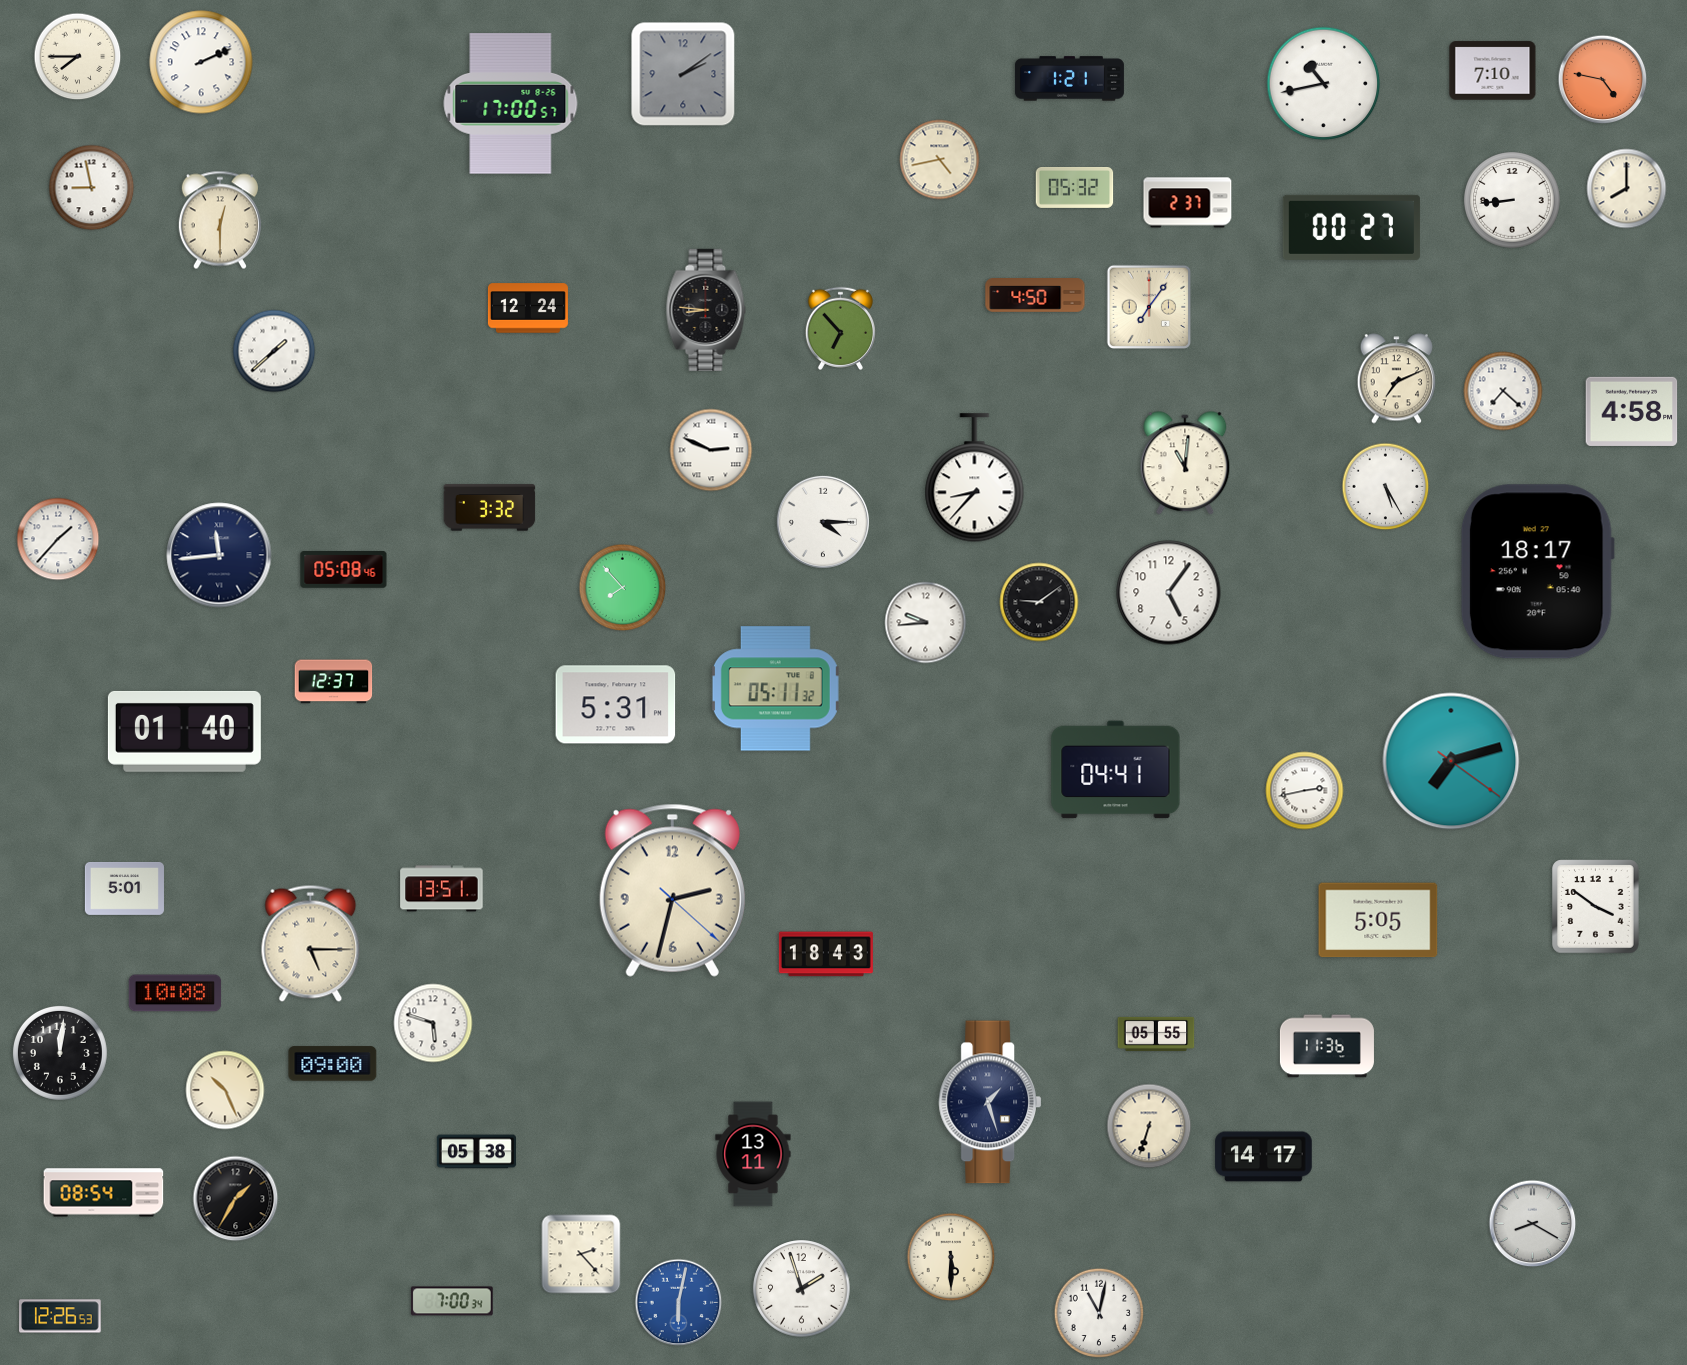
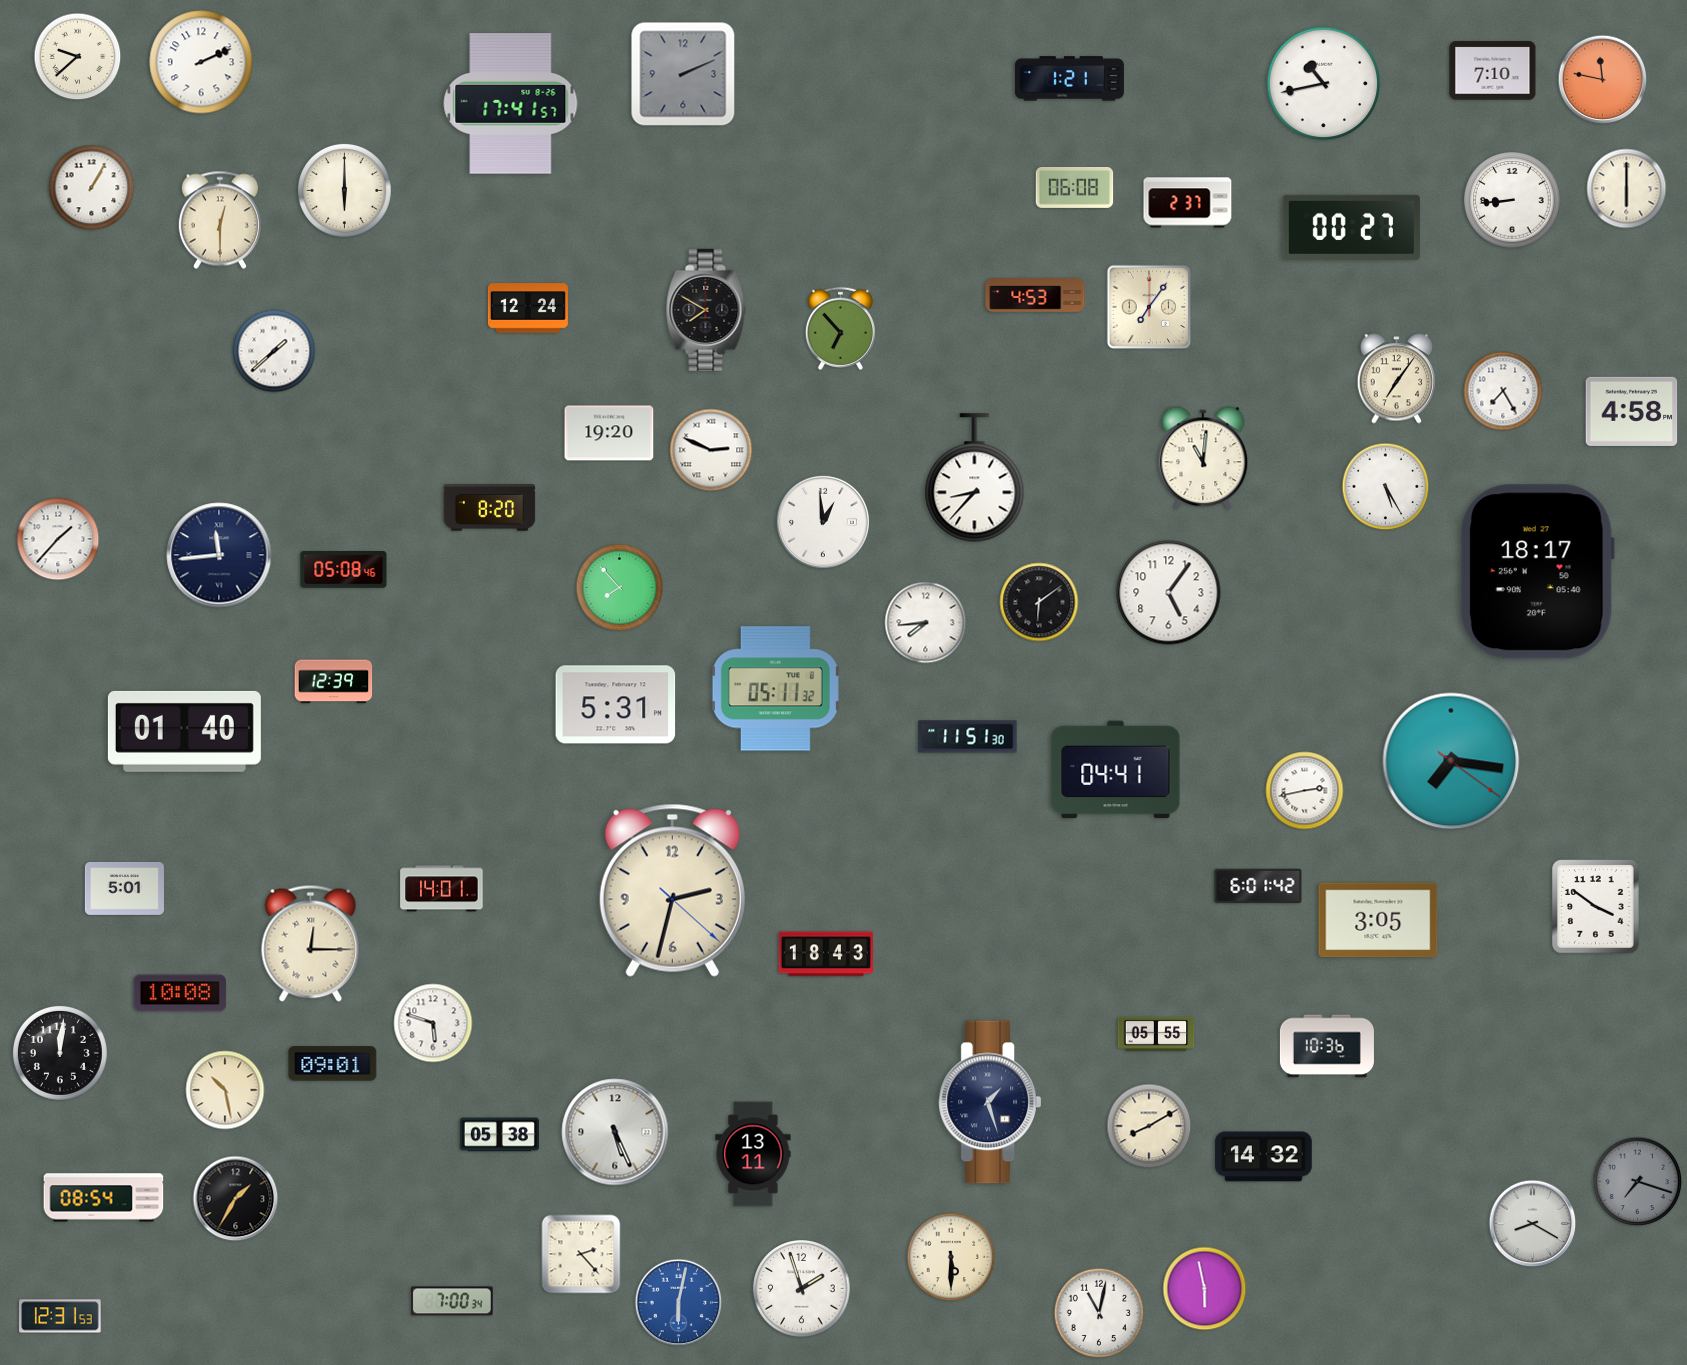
clock at (78, 57): 7:45 -> 9:38
clock at (683, 74): 2:09 -> 2:11
clock at (1603, 80): 4:47 -> 11:47
clock at (511, 104): 17:00 -> 17:41
clock at (940, 160): 4:43 -> none
clock at (1075, 187): 05:32 -> 06:08
clock at (92, 188): 8:58 -> 1:05
clock at (1627, 189): 8:00 -> 6:00
clock at (344, 190): none -> 6:00
clock at (1035, 296): 4:50 -> 4:53
clock at (706, 310): 8:46 -> 7:50
clock at (1396, 379): 7:11 -> 7:06
clock at (1503, 391): 7:22 -> 7:25
clock at (609, 433): none -> 19:20
clock at (1185, 464) position: (1185, 464) -> (1203, 459)
clock at (490, 508): 3:32 -> 8:20
clock at (823, 522): 4:15 -> 12:59
clock at (623, 588) position: (623, 588) -> (620, 588)
clock at (1039, 602): 9:09 -> 6:09
clock at (926, 623): 9:44 -> 7:44
clock at (334, 682): 12:37 -> 12:39
clock at (968, 737): none -> 11:51
clock at (1451, 761): 7:12 -> 7:16
clock at (1258, 886): none -> 6:01
clock at (442, 889): 13:51 -> 14:01
clock at (1378, 920): 5:05 -> 3:05
clock at (311, 943): 5:15 -> 12:15
clock at (175, 993) position: (175, 993) -> (180, 993)
clock at (1327, 1046): 11:36 -> 10:36
clock at (333, 1064): 09:00 -> 09:01
clock at (225, 1090): 10:26 -> 10:28
clock at (1149, 1126): 6:33 -> 8:10
clock at (615, 1132): none -> 5:26
clock at (476, 1152) position: (476, 1152) -> (499, 1135)
clock at (1264, 1157): 14:17 -> 14:32
clock at (1638, 1182): none -> 7:18
clock at (104, 1193) position: (104, 1193) -> (104, 1198)
clock at (1205, 1289): none -> 5:58
clock at (60, 1316): 12:26 -> 12:31
